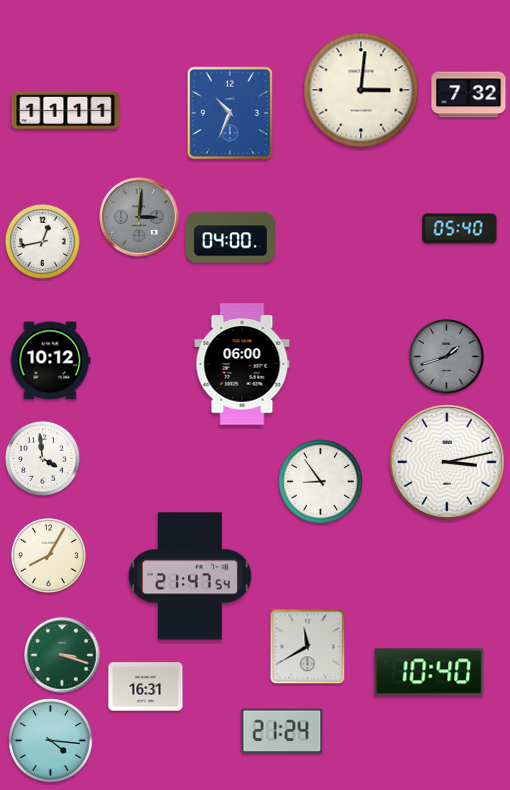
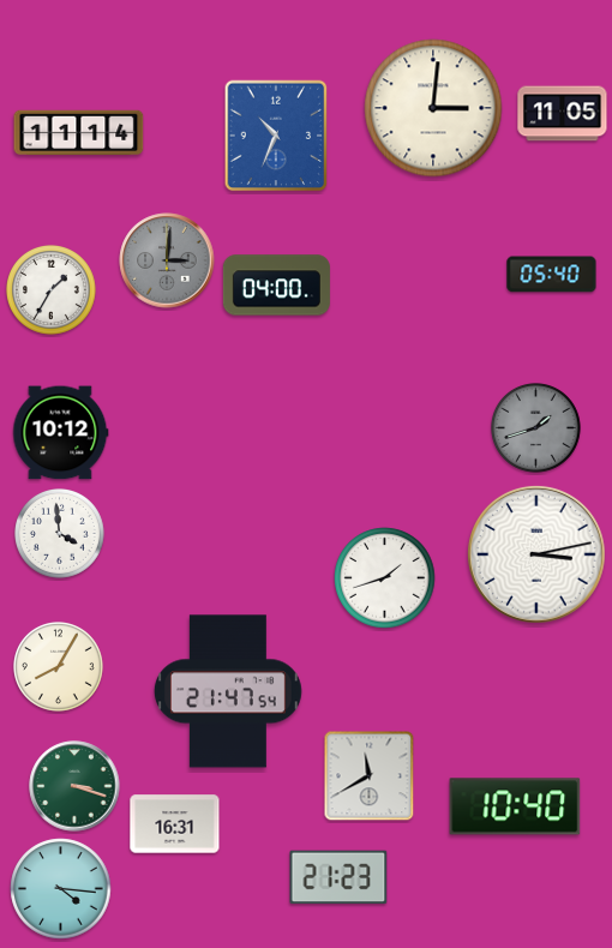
clock at (469, 95): 7:32 -> 11:05
clock at (66, 111): 11:11 -> 11:14
clock at (43, 242): 12:43 -> 1:35
clock at (242, 364): 06:00 -> none
clock at (43, 459) position: (43, 459) -> (60, 534)
clock at (321, 482): 8:54 -> 1:42
clock at (282, 731): 21:24 -> 21:23
